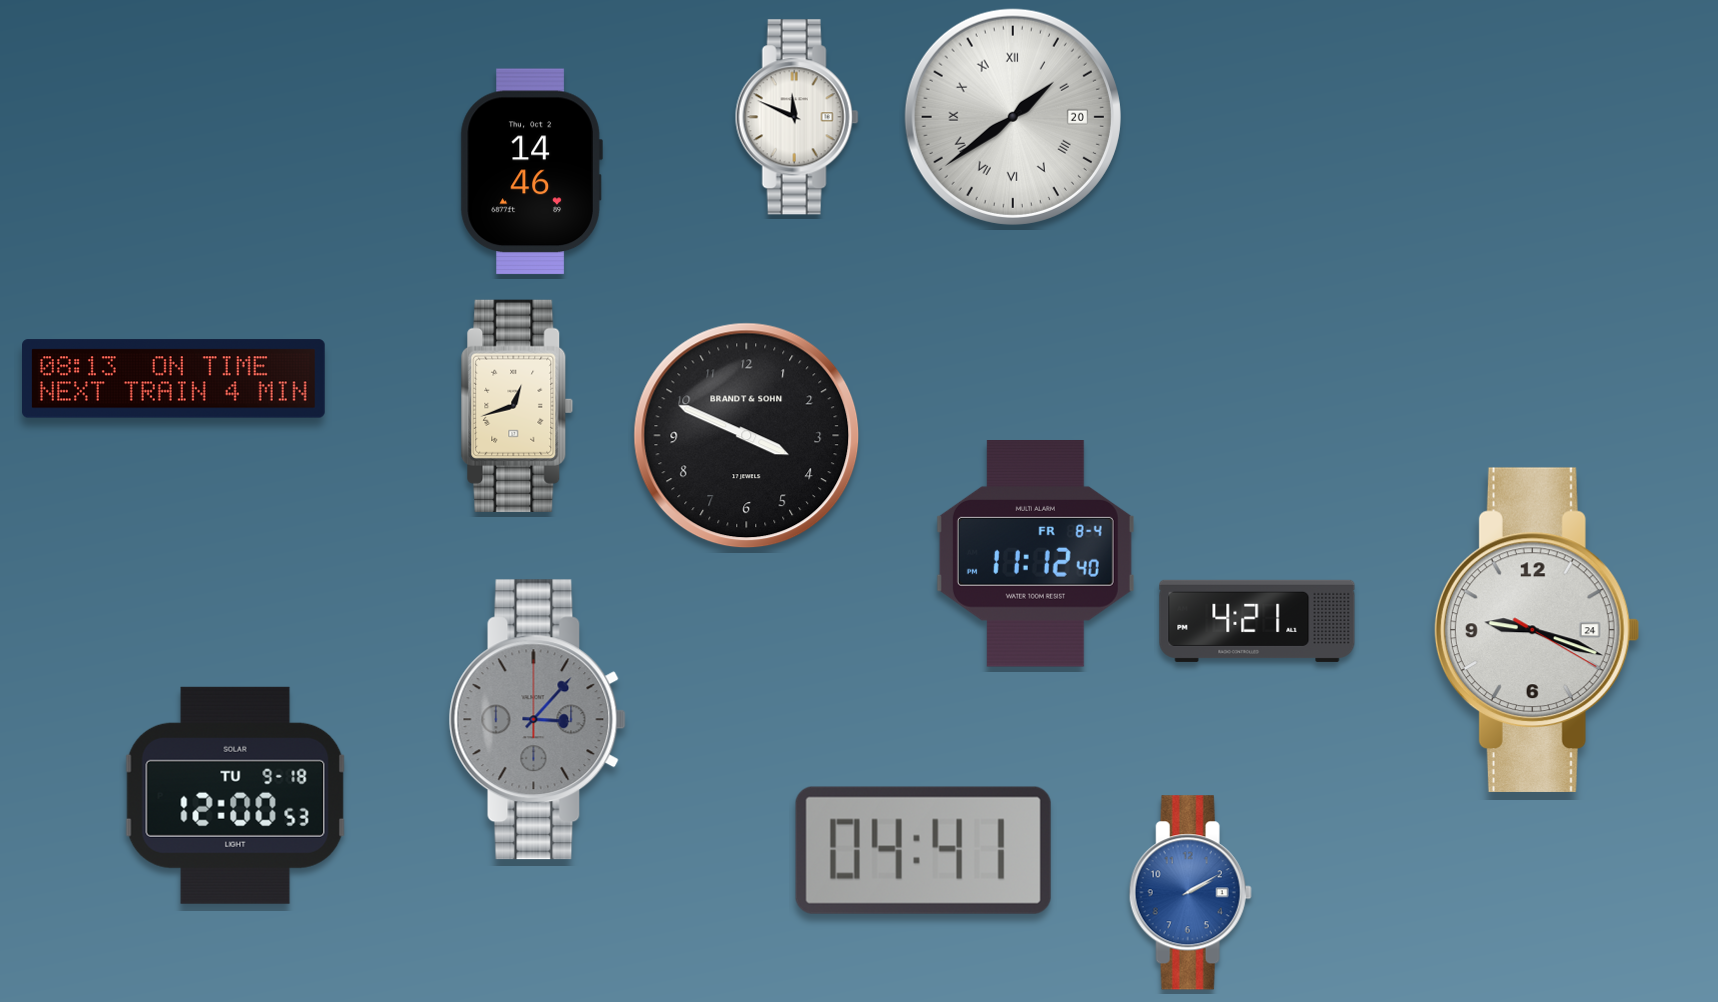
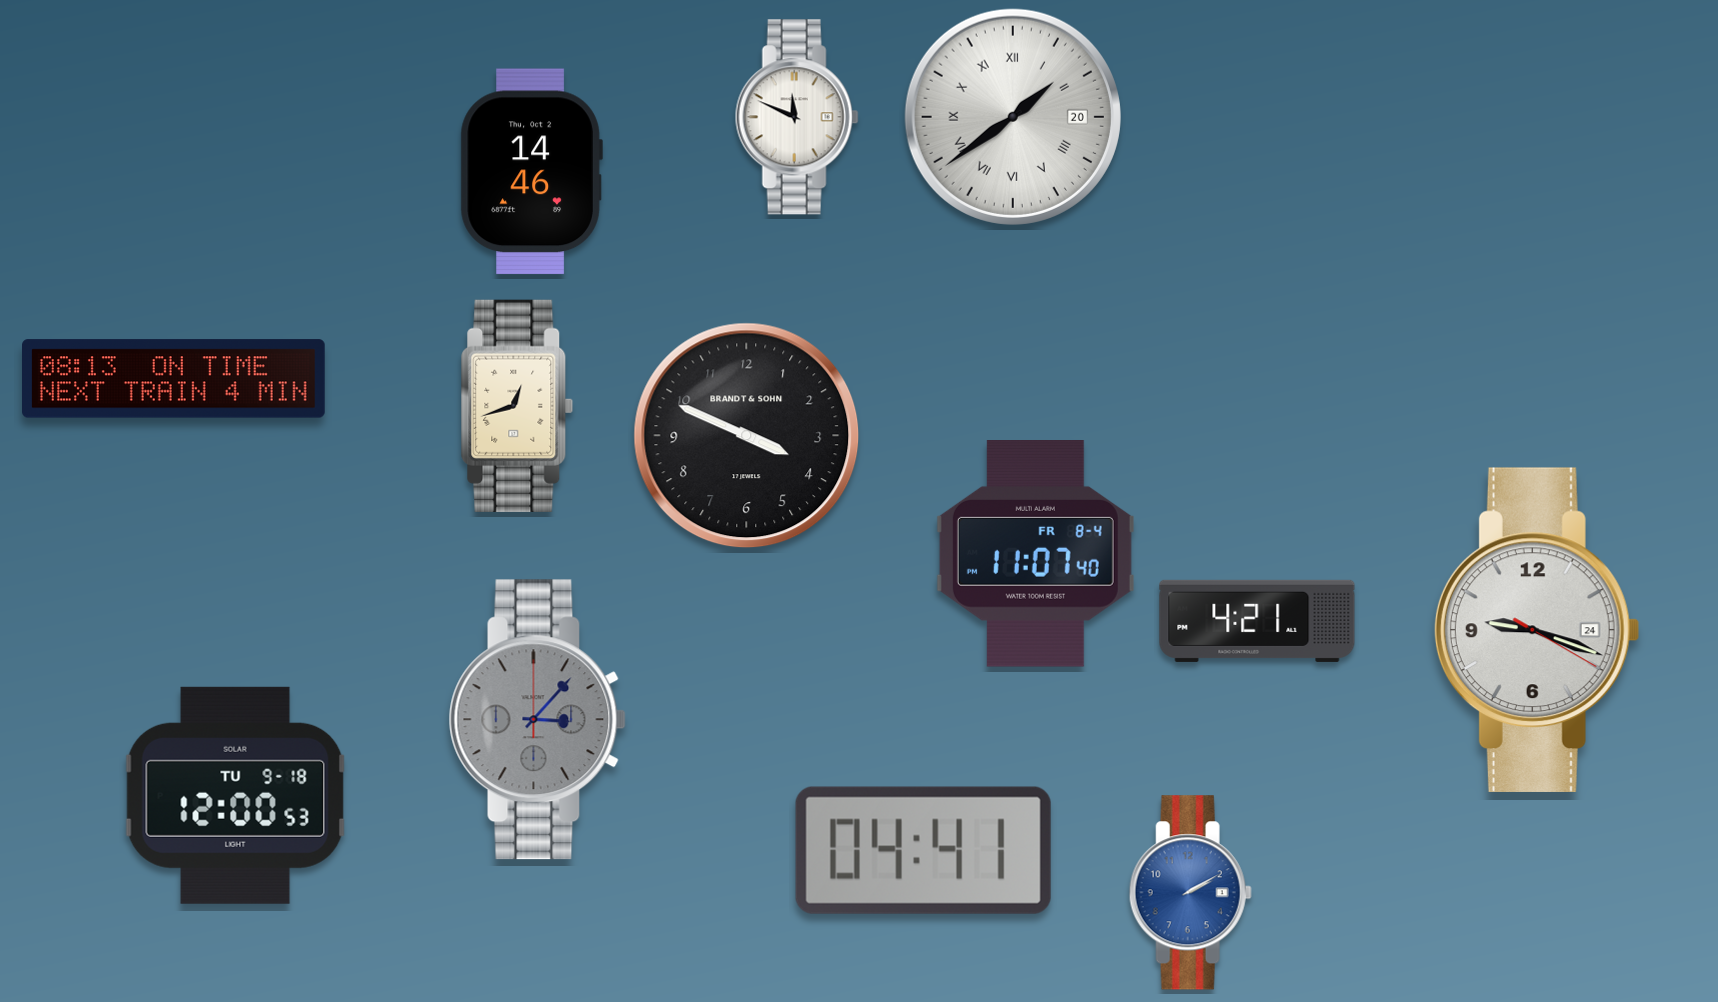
clock at (1035, 554): 11:12 -> 11:07
